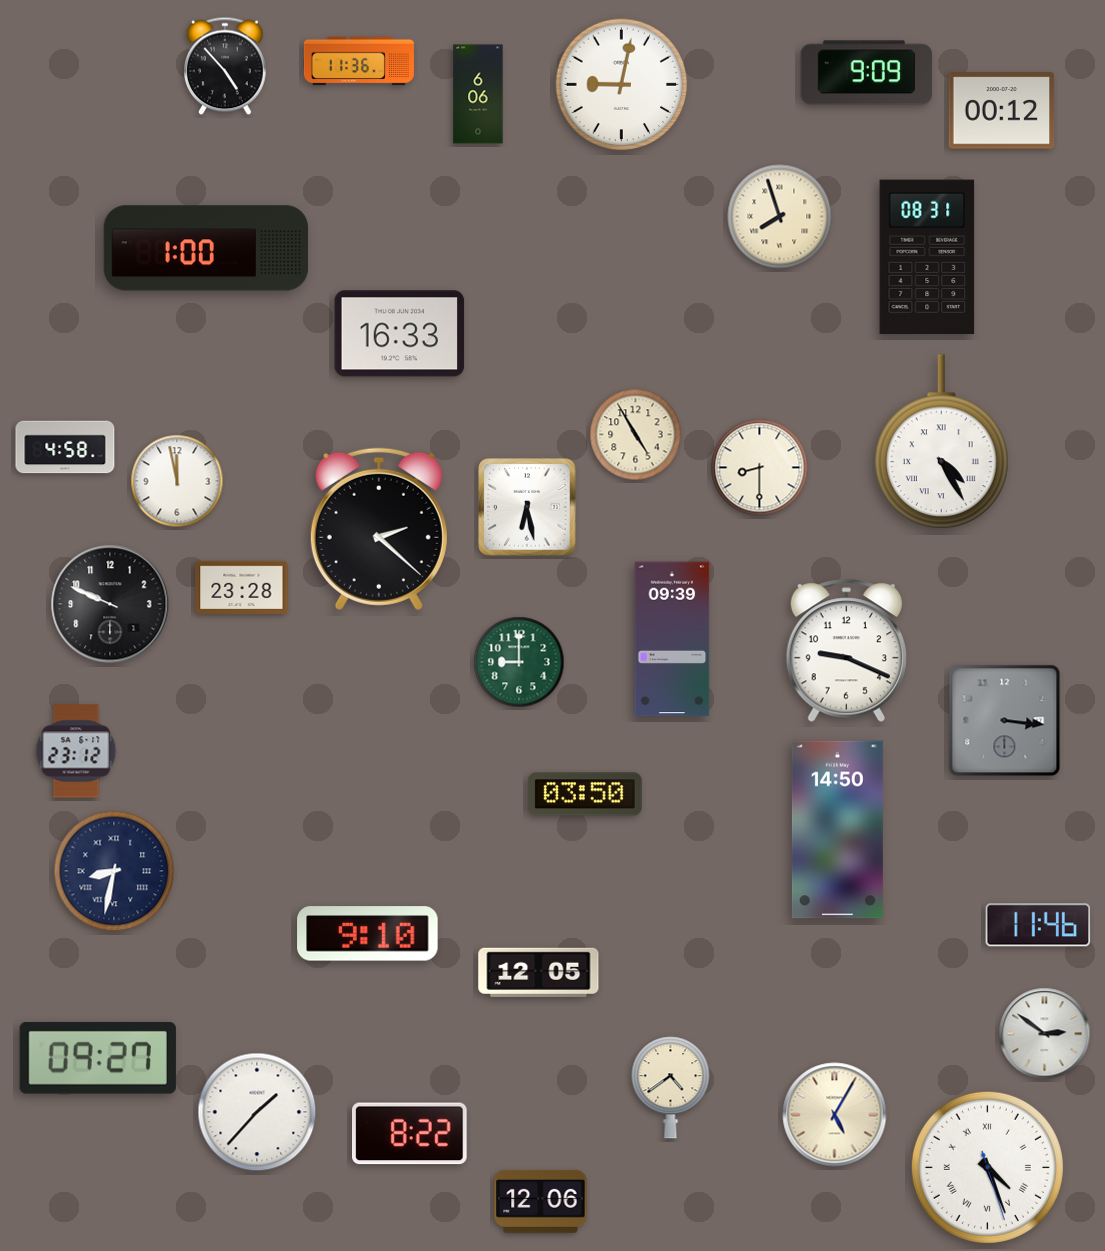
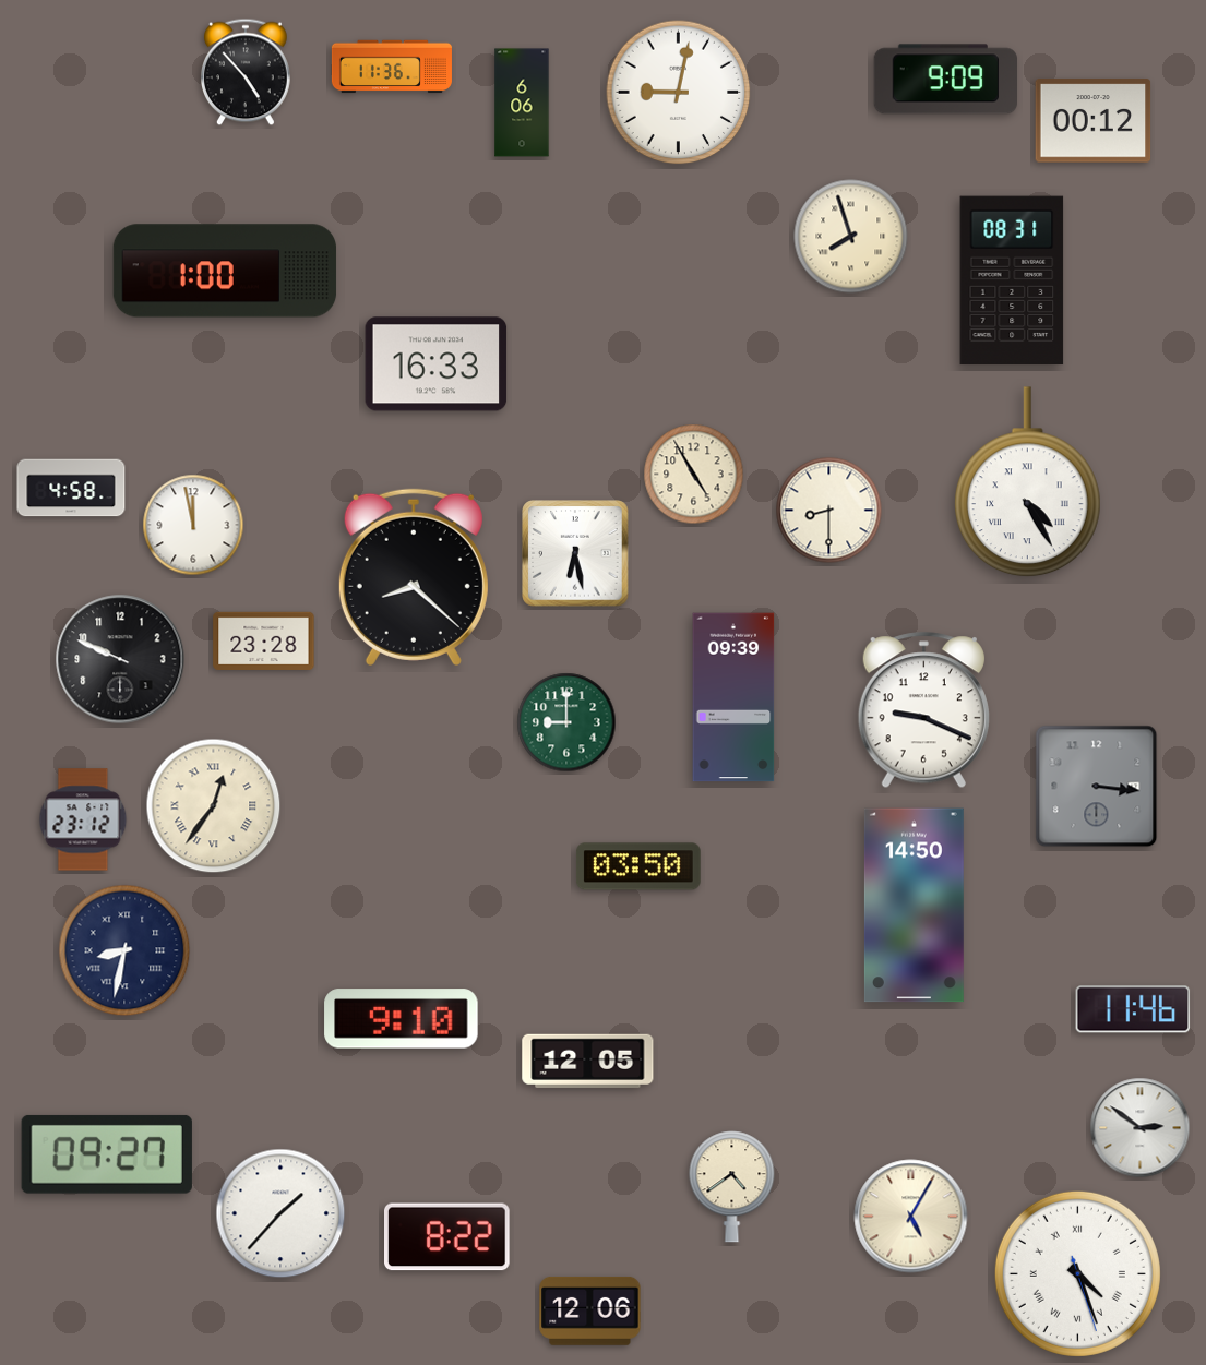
clock at (379, 529): 2:22 -> 8:22
clock at (214, 806): none -> 12:36
